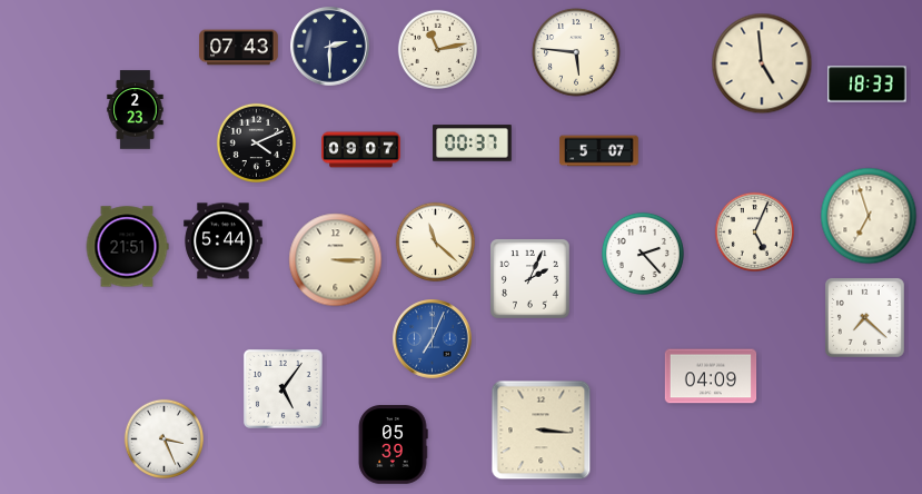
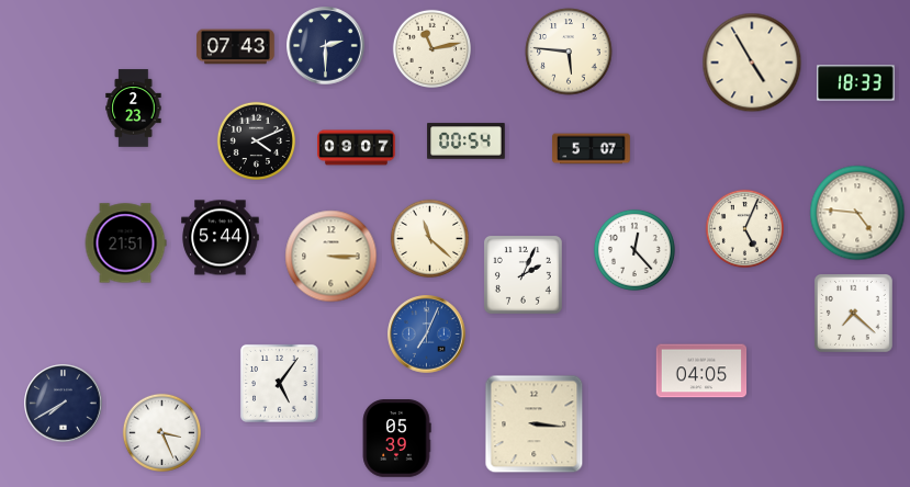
clock at (762, 63): 4:59 -> 4:55
clock at (256, 142) position: (256, 142) -> (256, 140)
clock at (473, 144): 00:37 -> 00:54
clock at (869, 216): 6:57 -> 4:46
clock at (643, 254): 2:23 -> 12:23
clock at (711, 376): 04:09 -> 04:05
clock at (64, 404): none -> 7:40
clock at (393, 445) position: (393, 445) -> (396, 439)
